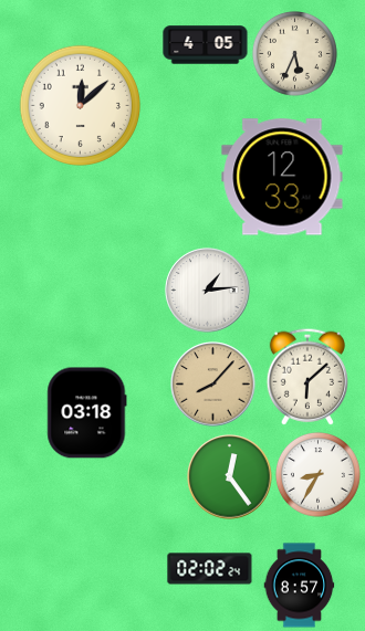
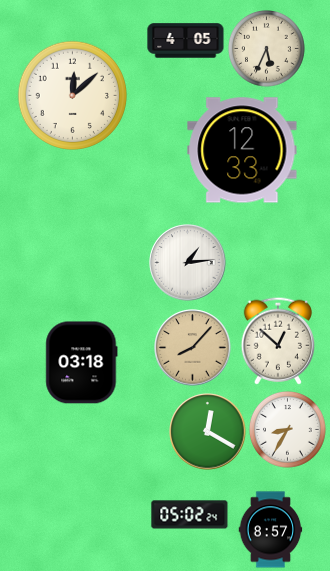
clock at (282, 177) position: (282, 177) -> (242, 150)
clock at (306, 377): 6:08 -> 12:52
clock at (87, 413) position: (87, 413) -> (82, 363)
clock at (230, 477): 12:24 -> 12:20
clock at (210, 569): 02:02 -> 05:02
